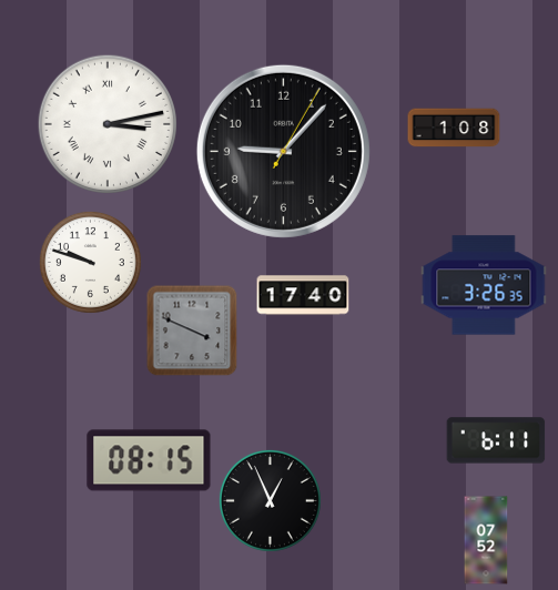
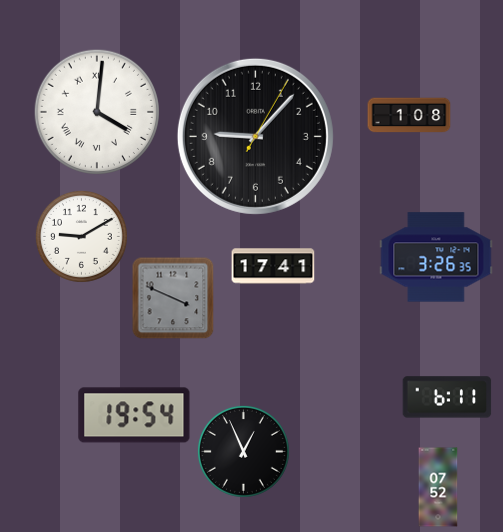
clock at (108, 124): 3:13 -> 4:01
clock at (90, 262): 9:48 -> 9:10
clock at (303, 295): 17:40 -> 17:41
clock at (149, 460): 08:15 -> 19:54
